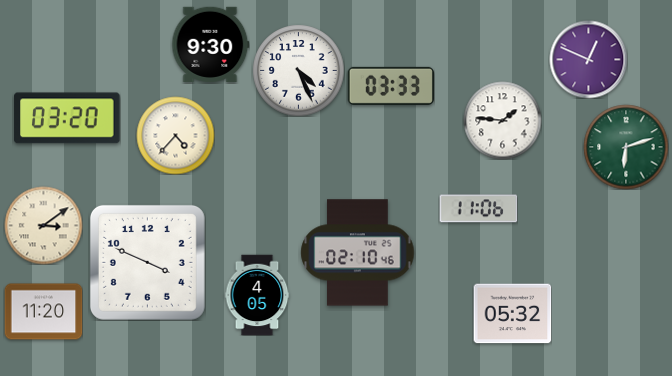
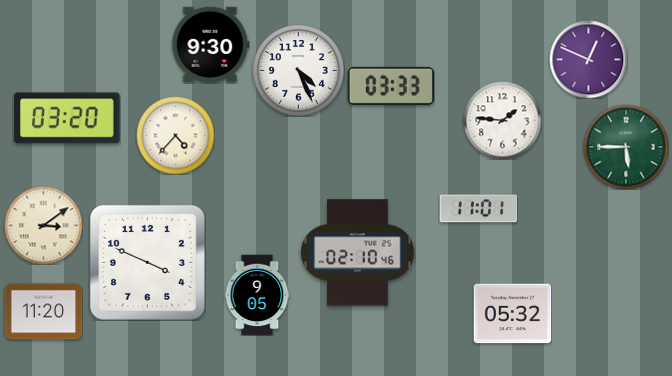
clock at (626, 147): 6:12 -> 5:45
clock at (478, 209): 11:06 -> 11:01
clock at (257, 295): 4:05 -> 9:05
